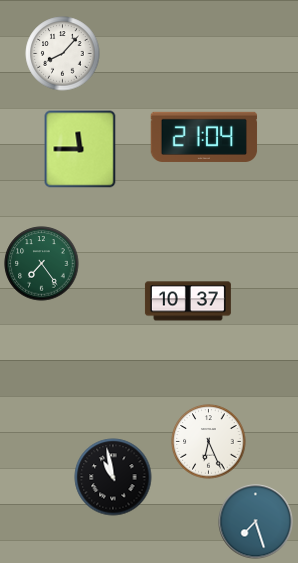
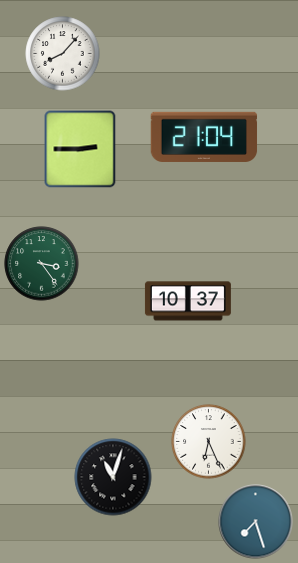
clock at (80, 149): 11:45 -> 2:45
clock at (42, 264): 7:24 -> 3:24
clock at (113, 477): 10:58 -> 11:03
